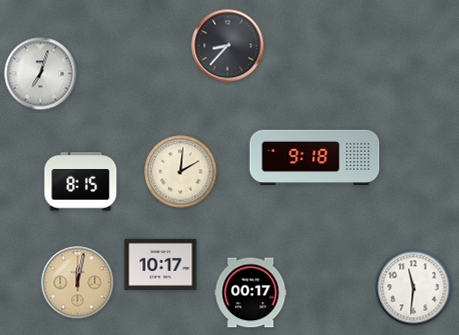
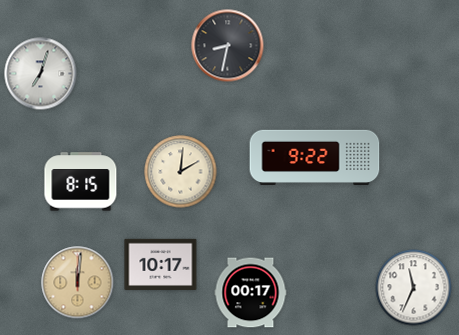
clock at (228, 46): 8:37 -> 8:32
clock at (315, 157): 9:18 -> 9:22
clock at (78, 283): 12:02 -> 12:01
clock at (414, 288): 11:31 -> 11:34
